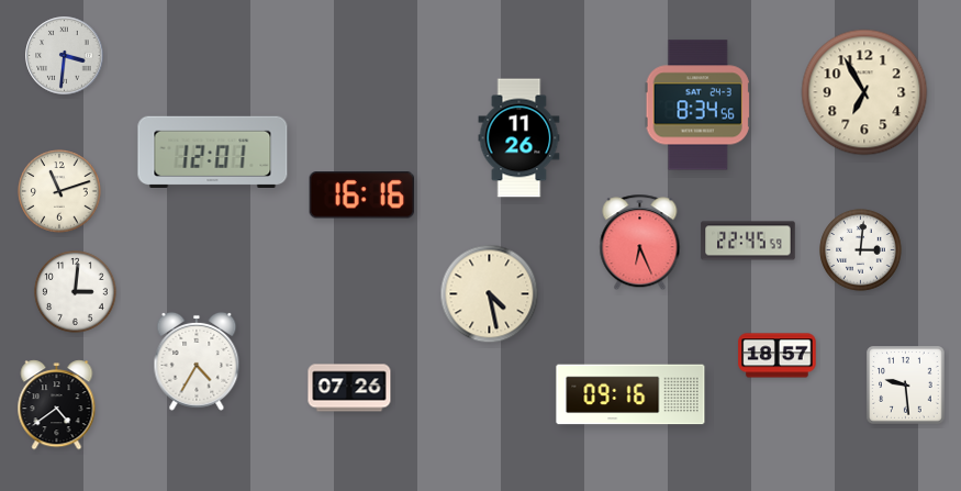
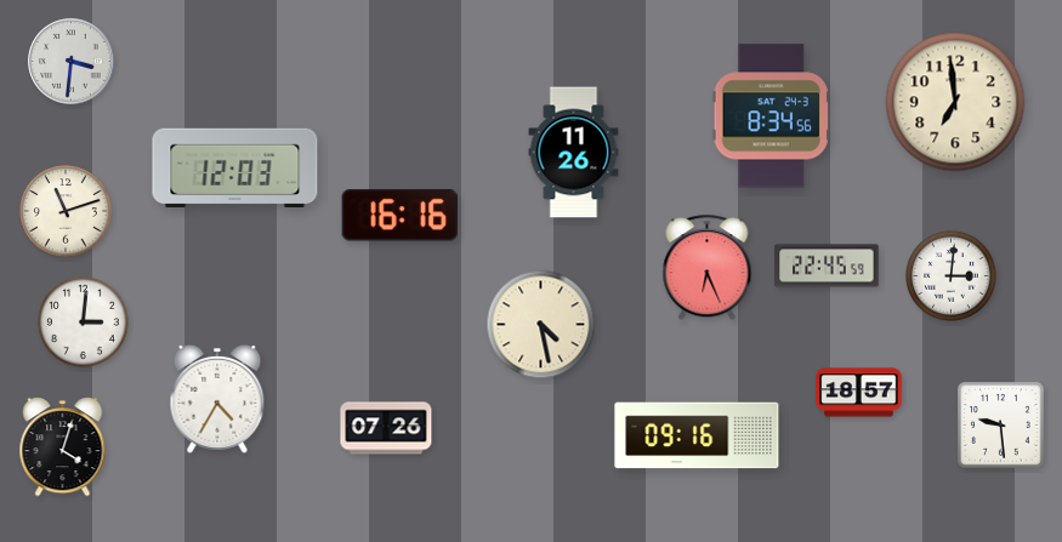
clock at (864, 92): 6:55 -> 6:59
clock at (213, 152): 12:01 -> 12:03
clock at (57, 405): 4:39 -> 4:03
